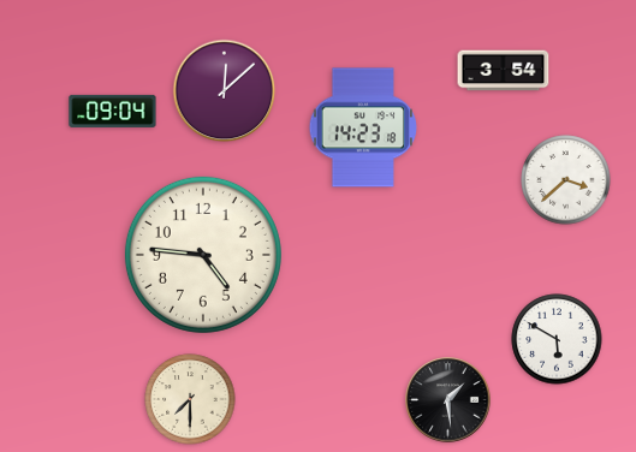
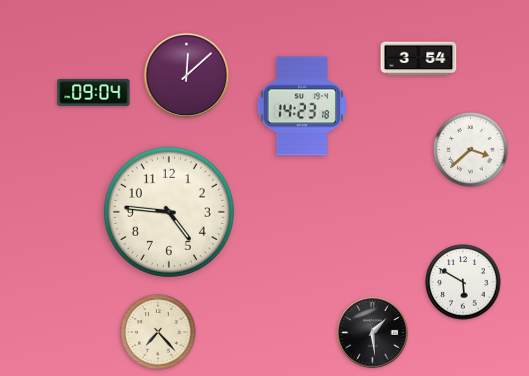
clock at (190, 399): 7:30 -> 7:23
